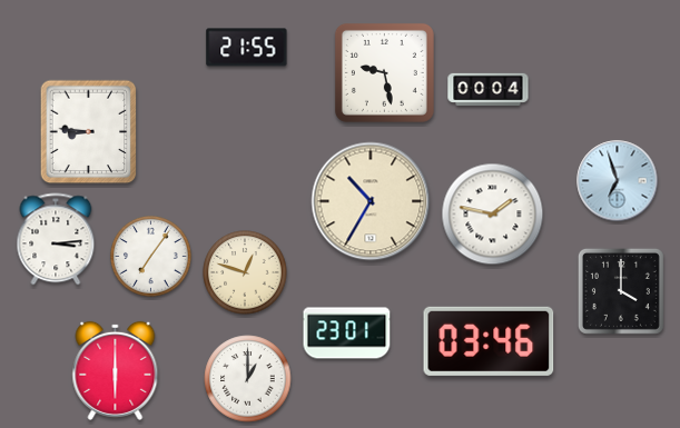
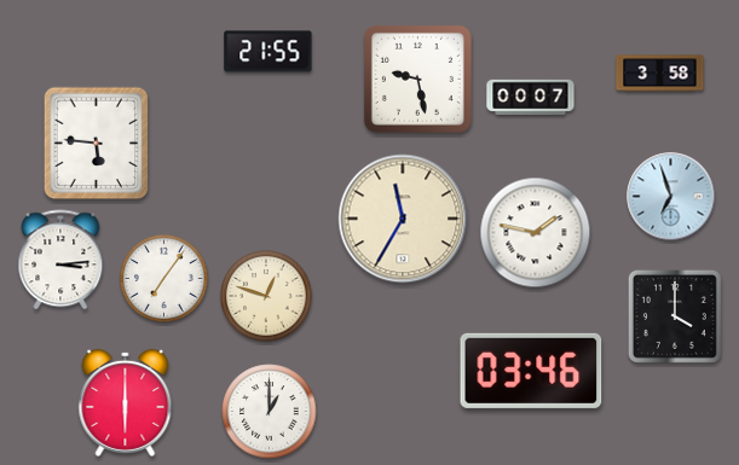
clock at (660, 74): none -> 3:58
clock at (489, 89): 00:04 -> 00:07
clock at (89, 132): 8:46 -> 5:46
clock at (371, 201): 10:35 -> 11:35
clock at (347, 334): 23:01 -> none
